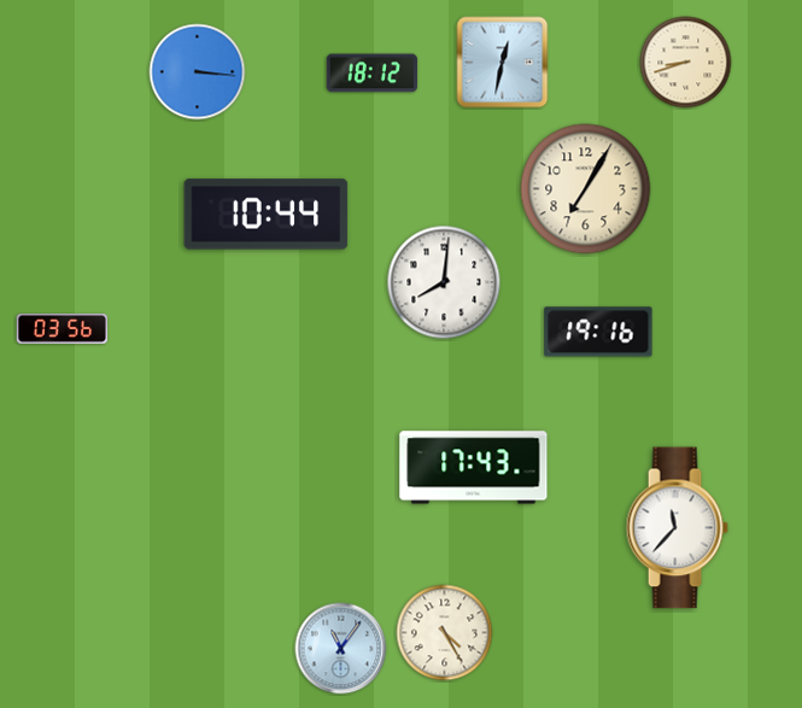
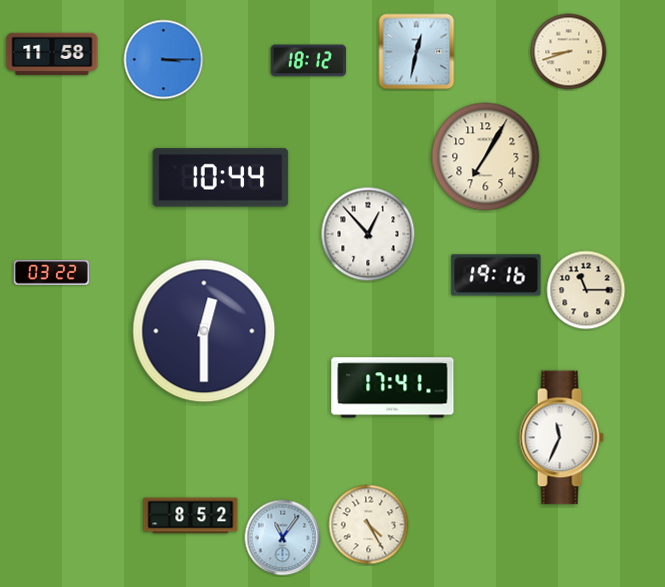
clock at (52, 54): none -> 11:58
clock at (198, 72): 3:16 -> 3:15
clock at (444, 282): 8:01 -> 12:53
clock at (63, 329): 03:56 -> 03:22
clock at (586, 290): none -> 11:15
clock at (204, 331): none -> 12:30
clock at (474, 468): 17:43 -> 17:41
clock at (677, 528): 11:37 -> 11:34
clock at (191, 516): none -> 8:52
